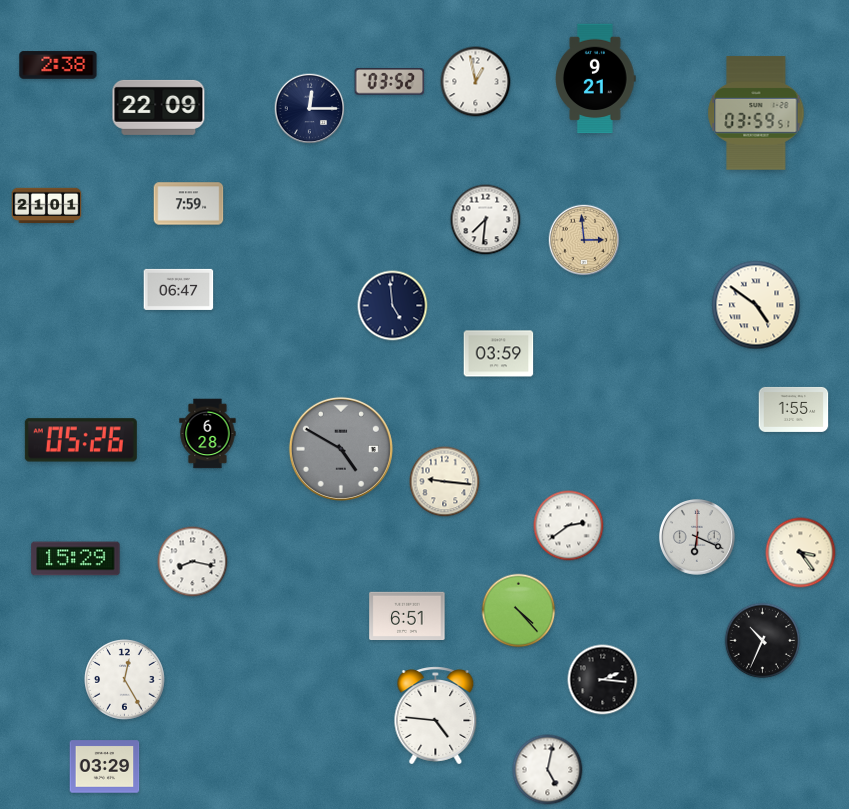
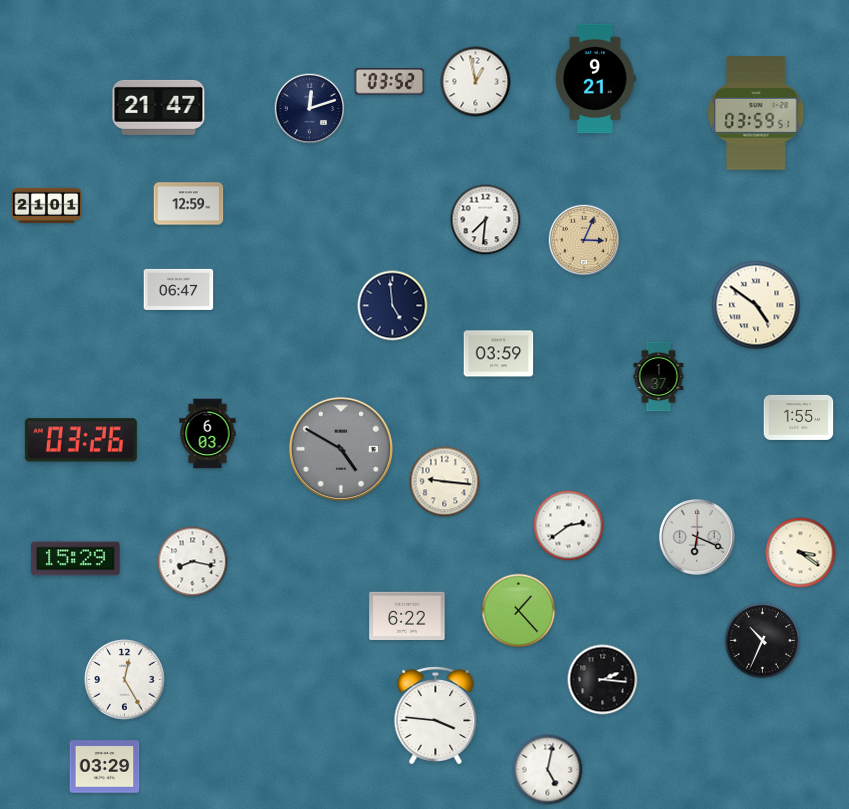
clock at (58, 65): 2:38 -> none
clock at (159, 107): 22:09 -> 21:47
clock at (310, 109): 12:15 -> 12:12
clock at (189, 204): 7:59 -> 12:59
clock at (584, 240): 2:59 -> 3:04
clock at (659, 377): none -> 1:37
clock at (794, 409) position: (794, 409) -> (799, 417)
clock at (208, 434): 6:28 -> 6:03
clock at (81, 440): 05:26 -> 03:26
clock at (801, 553): 3:24 -> 3:21
clock at (519, 611): 4:23 -> 1:23
clock at (407, 615): 6:51 -> 6:22
clock at (436, 716): 4:46 -> 3:46
